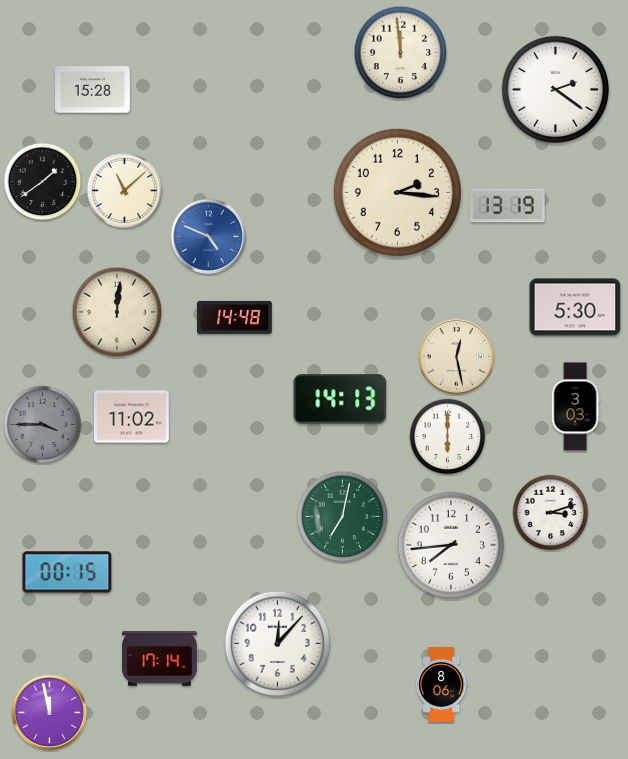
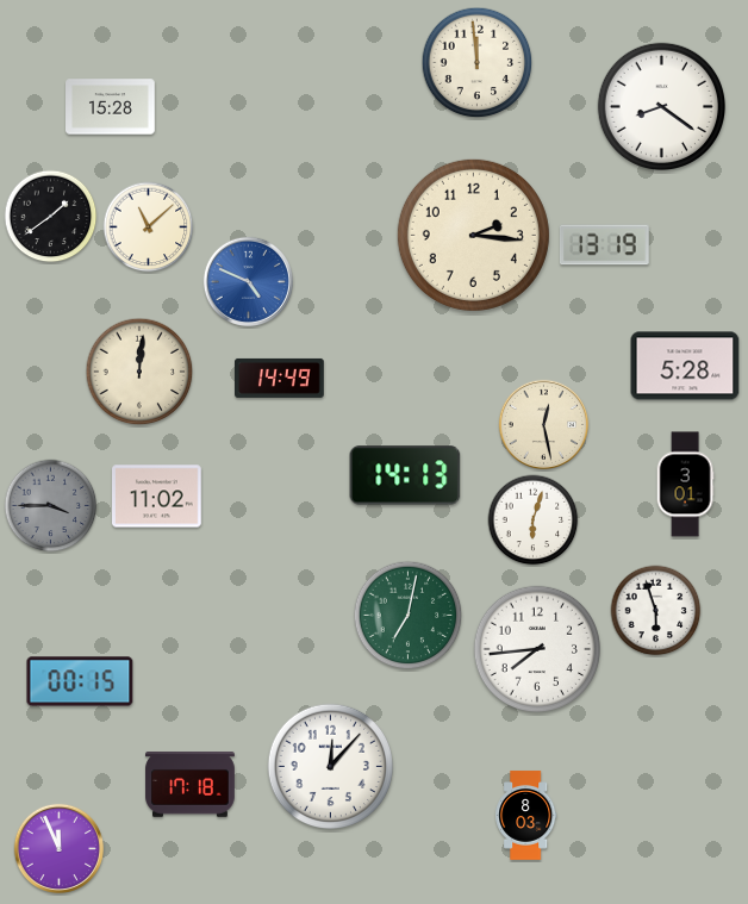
clock at (555, 89): 2:21 -> 8:21
clock at (397, 192) position: (397, 192) -> (473, 235)
clock at (575, 307): 5:30 -> 5:28
clock at (235, 317): 14:48 -> 14:49
clock at (575, 407): 3:03 -> 3:01
clock at (448, 437): 6:00 -> 6:03
clock at (551, 513): 3:12 -> 5:57
clock at (160, 659): 17:14 -> 17:18
clock at (442, 685): 8:06 -> 8:03
clock at (49, 712): 11:58 -> 11:56
